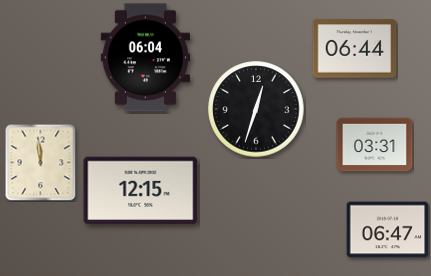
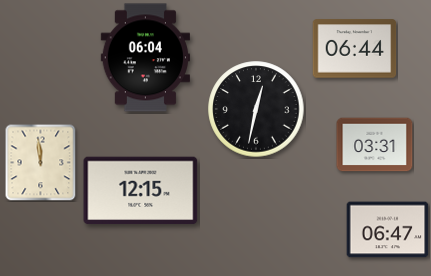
clock at (256, 109): 12:33 -> 12:32
